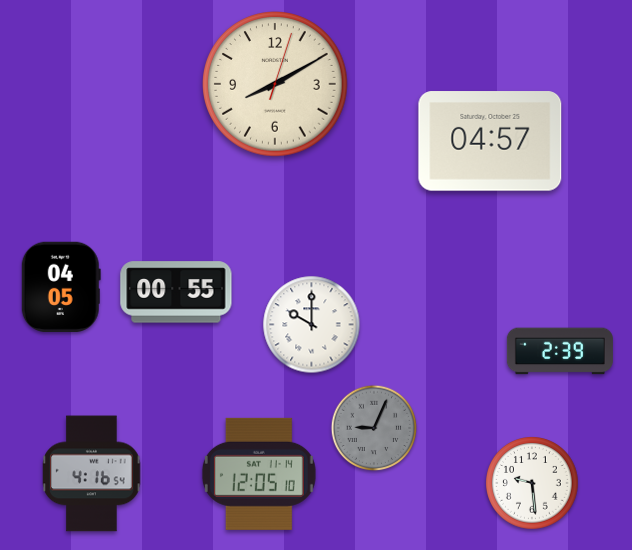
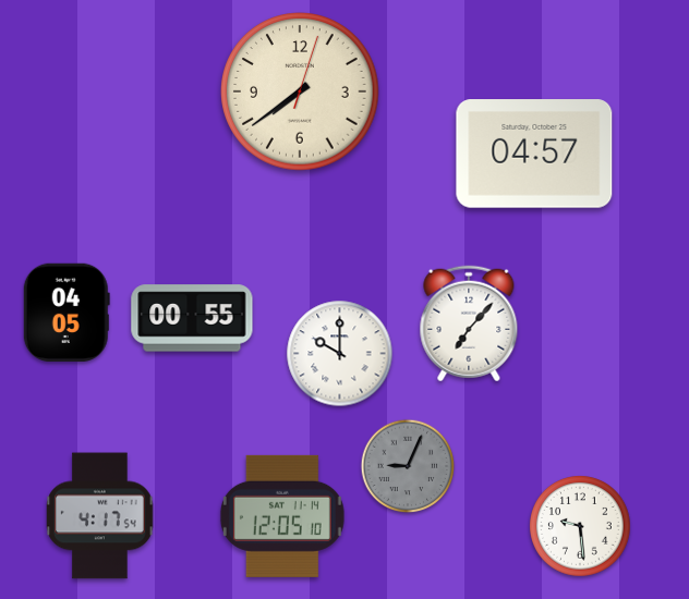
clock at (275, 84): 8:10 -> 7:39
clock at (469, 323): none -> 7:07
clock at (560, 351): 2:39 -> none
clock at (92, 474): 4:16 -> 4:17
